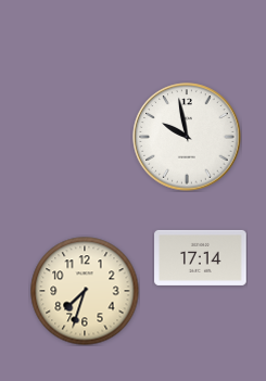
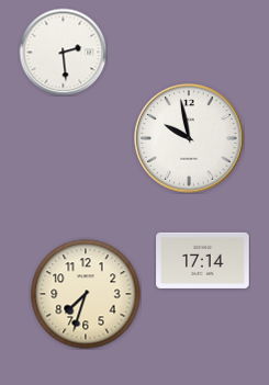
clock at (63, 52): none -> 2:29
